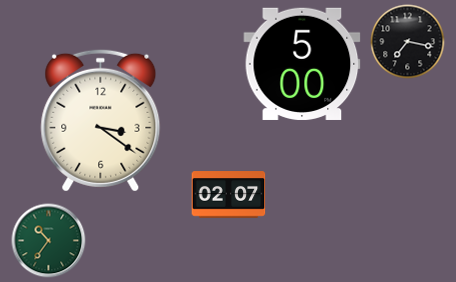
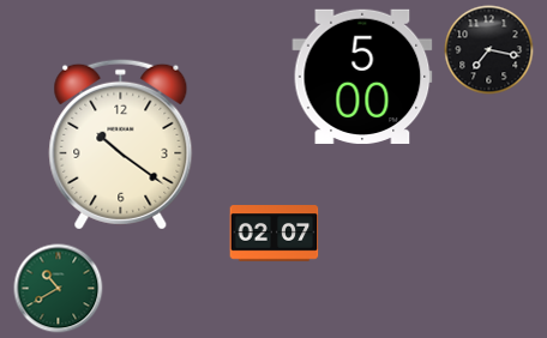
clock at (101, 120): 3:21 -> 10:21
clock at (49, 241): 10:36 -> 10:40
